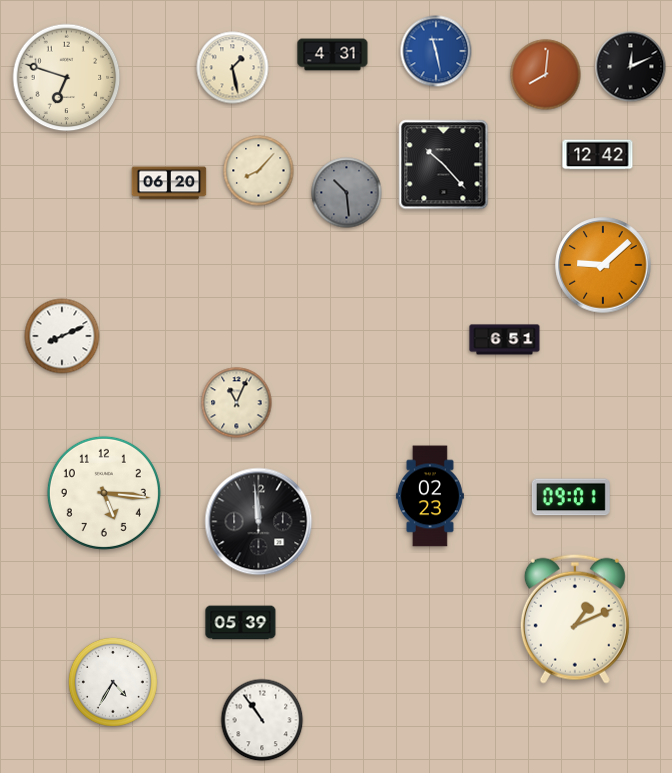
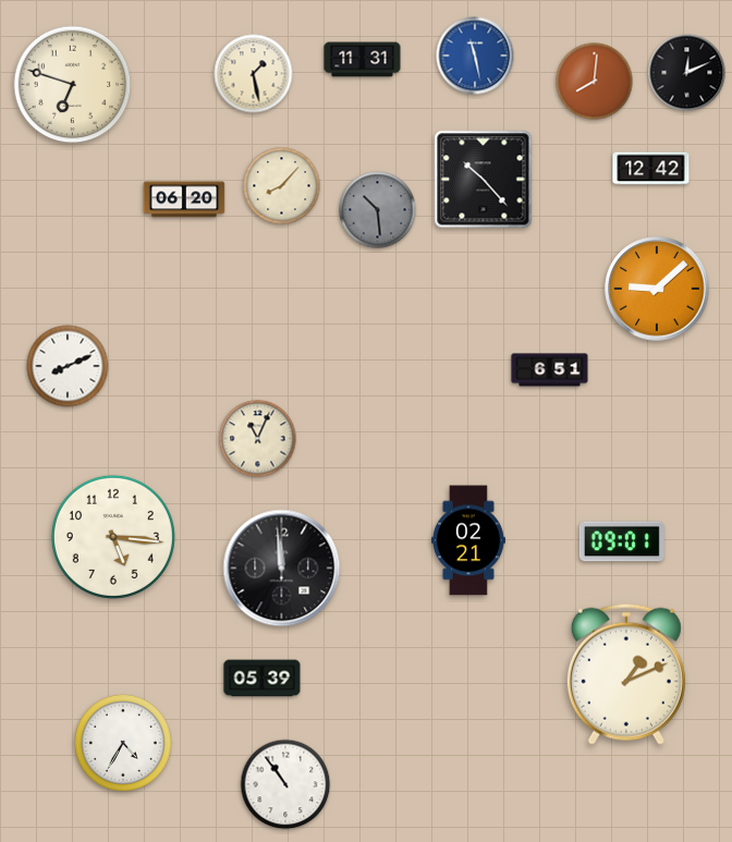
clock at (333, 55): 4:31 -> 11:31
clock at (430, 496): 02:23 -> 02:21
